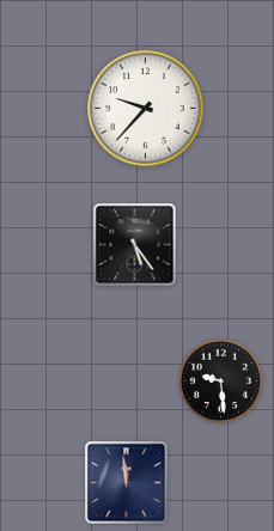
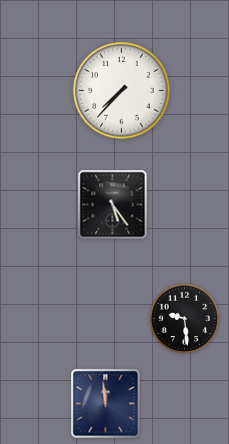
clock at (146, 109): 9:37 -> 7:37
